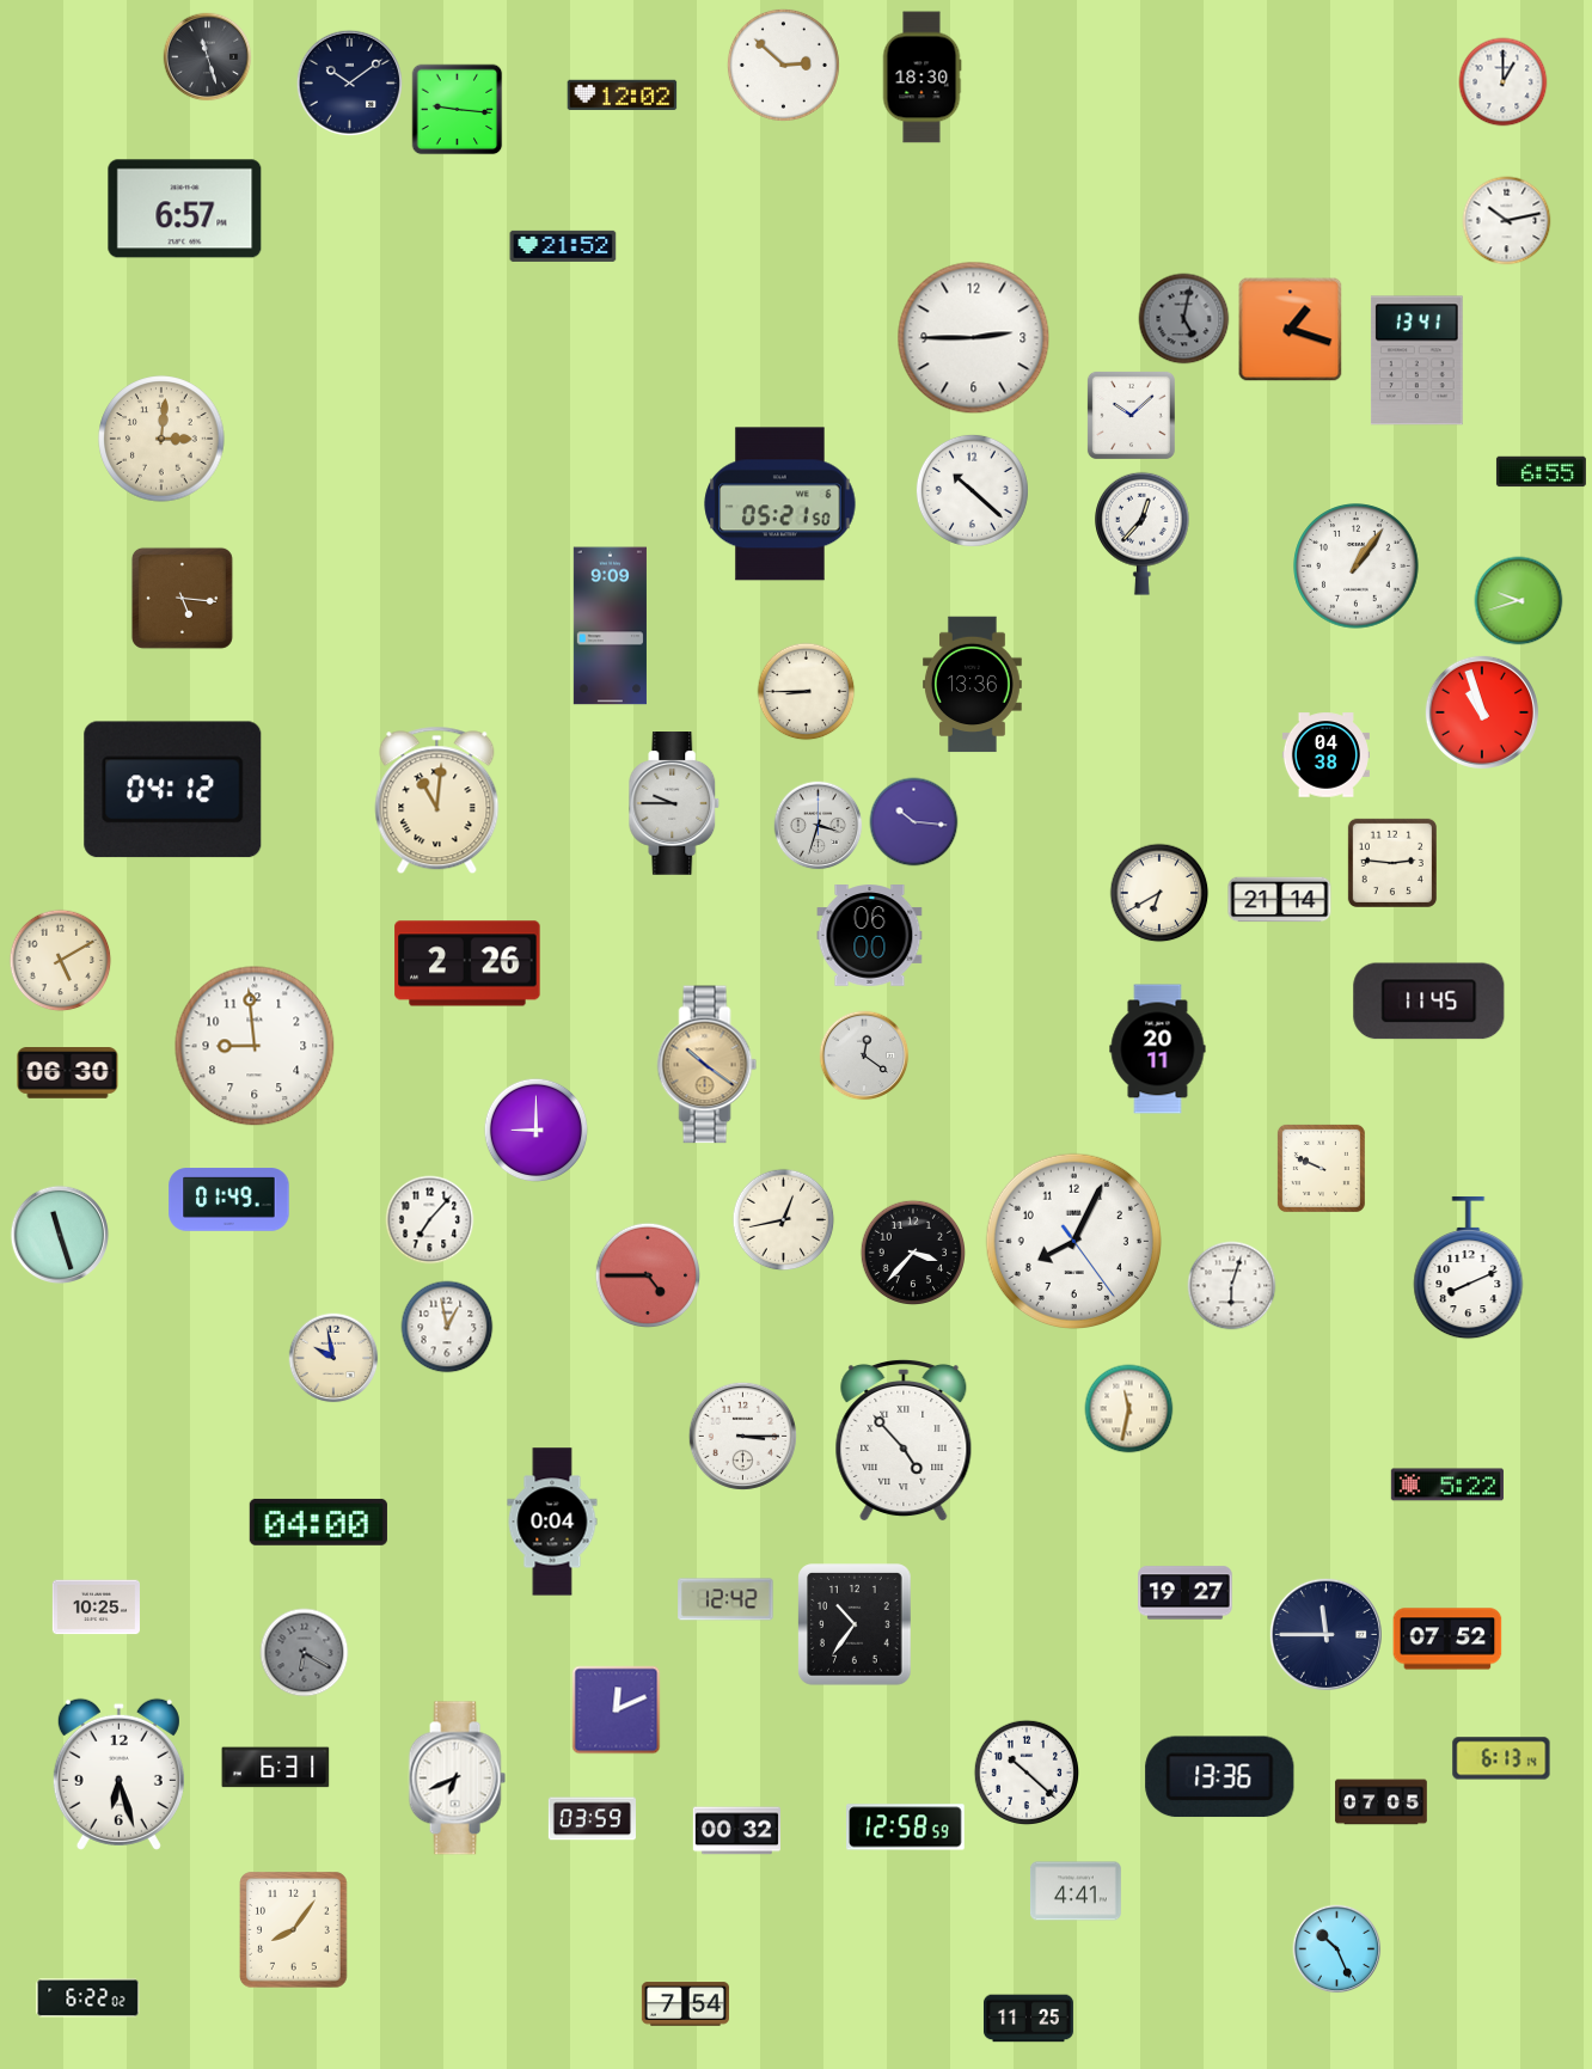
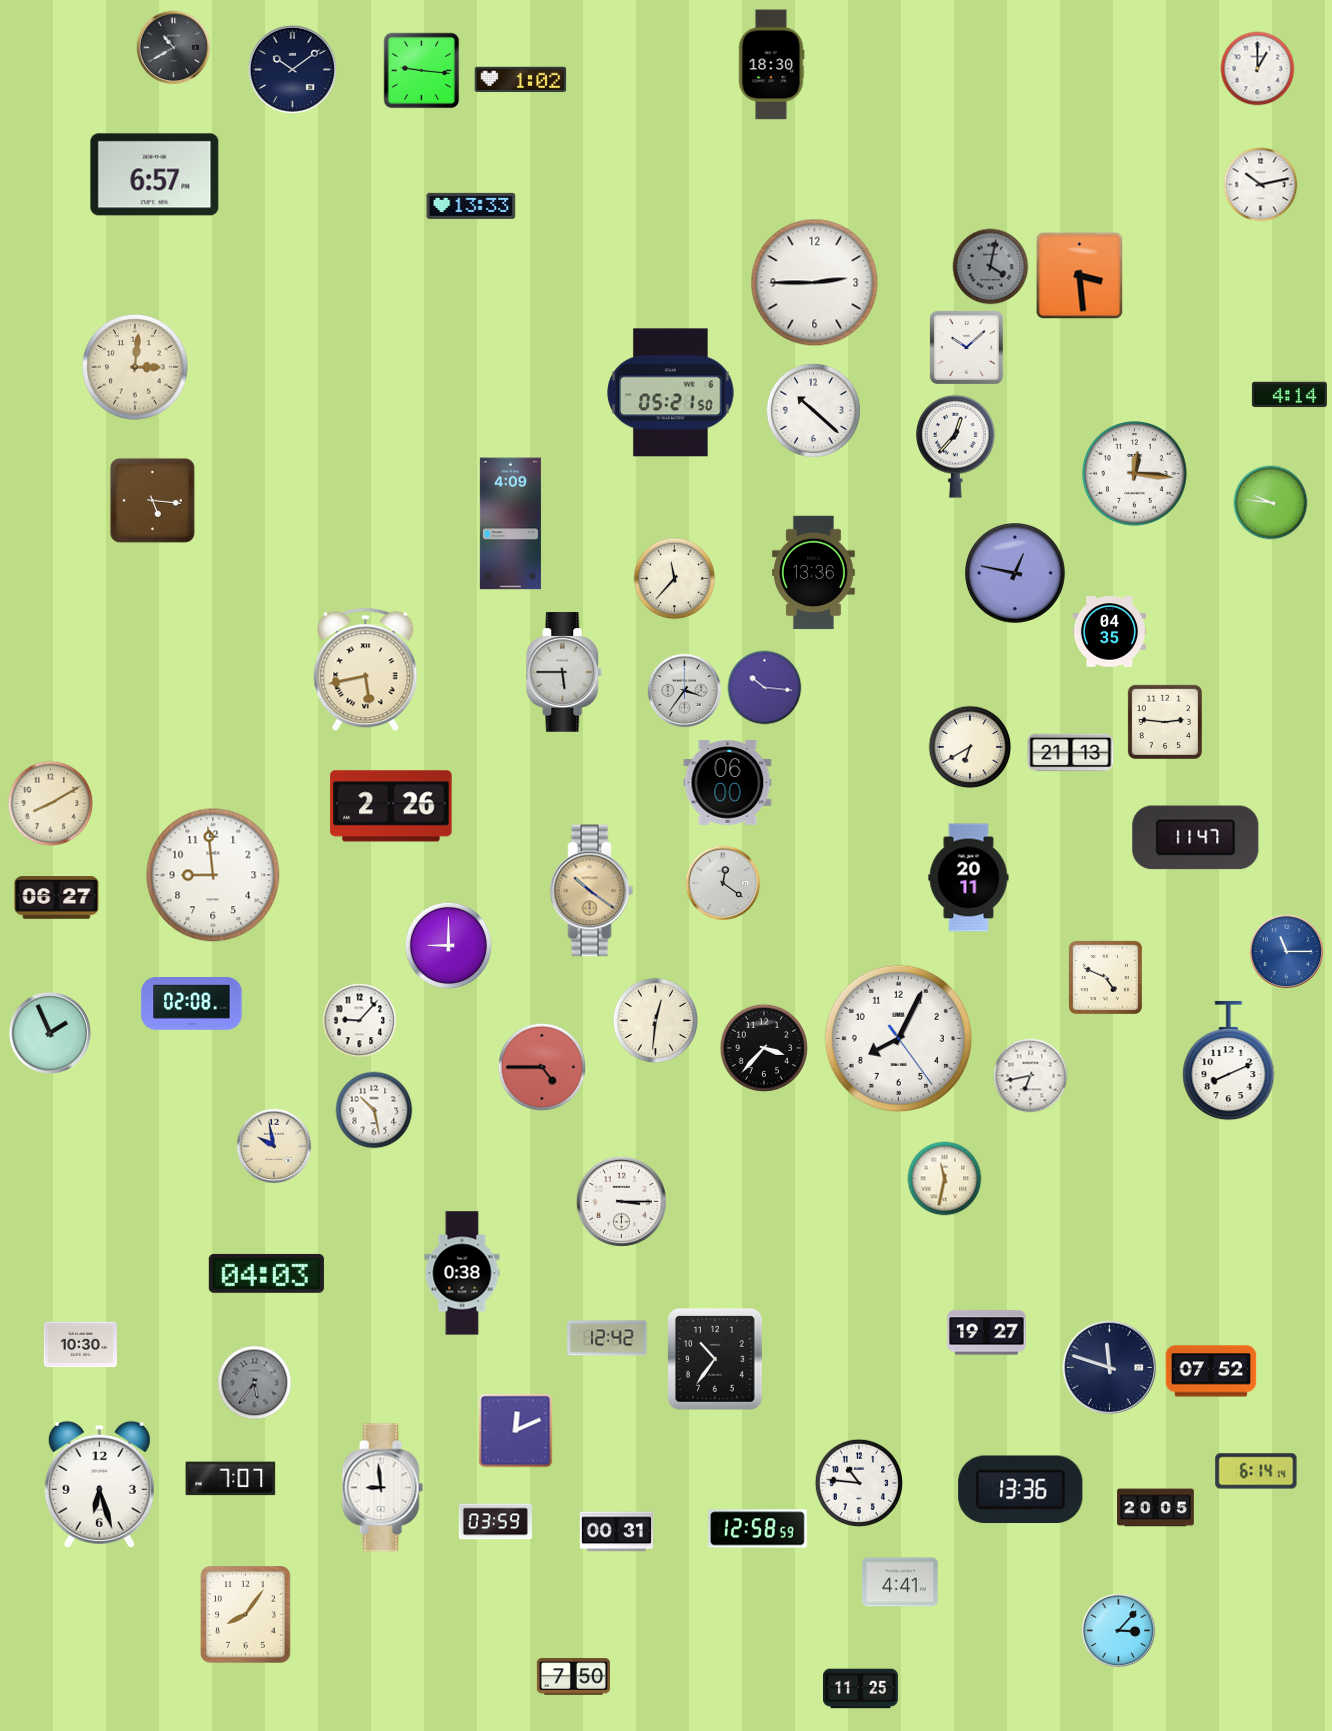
clock at (208, 57): 11:27 -> 10:40
clock at (783, 65): 2:52 -> none
clock at (623, 96): 12:02 -> 1:02
clock at (458, 110) position: (458, 110) -> (422, 71)
clock at (563, 246): 21:52 -> 13:33
clock at (1184, 319): 5:02 -> 4:02
clock at (1291, 330): 1:18 -> 3:29
clock at (1416, 361): 13:41 -> none
clock at (1131, 415) position: (1131, 415) -> (966, 347)
clock at (1541, 472): 6:55 -> 4:14
clock at (780, 504) position: (780, 504) -> (671, 393)
clock at (1357, 567): 1:06 -> 12:16
clock at (1519, 601): 9:42 -> 9:46
clock at (610, 626): 9:09 -> 4:09
clock at (1016, 574): none -> 12:47
clock at (807, 692): 8:45 -> 11:37
clock at (1482, 712): 10:57 -> none
clock at (1325, 755): 04:38 -> 04:35
clock at (173, 790): 04:12 -> none
clock at (437, 801): 11:01 -> 5:43
clock at (674, 803): 9:45 -> 5:45
clock at (819, 826): 3:33 -> 3:36
clock at (1280, 900): 21:14 -> 21:13
clock at (61, 961): 5:10 -> 8:10
clock at (1429, 1002): 11:45 -> 11:47
clock at (68, 1073): 06:30 -> 06:27
clock at (1287, 952): none -> 11:15
clock at (1321, 1168): 9:49 -> 4:49
clock at (229, 1200): 01:49 -> 02:08
clock at (430, 1220): 7:07 -> 9:07
clock at (784, 1220): 12:43 -> 12:31
clock at (60, 1235): 11:27 -> 1:56
clock at (1232, 1286): 6:03 -> 6:43
clock at (447, 1327): 12:58 -> 10:28
clock at (333, 1358) position: (333, 1358) -> (274, 1146)
clock at (904, 1440): 4:53 -> none
clock at (1447, 1485): 5:22 -> none
clock at (318, 1522): 04:00 -> 04:03
clock at (552, 1522): 0:04 -> 0:38
clock at (1186, 1593) position: (1186, 1593) -> (987, 1333)
clock at (96, 1608): 10:25 -> 10:30
clock at (1325, 1634): 11:45 -> 11:48
clock at (305, 1653): 6:20 -> 5:36
clock at (1501, 1758): 6:13 -> 6:14
clock at (276, 1768): 6:31 -> 7:07
clock at (1027, 1773): 10:22 -> 10:46
clock at (1220, 1777) position: (1220, 1777) -> (1021, 1490)
clock at (457, 1779): 6:41 -> 8:59
clock at (1382, 1802): 07:05 -> 20:05
clock at (736, 1831): 00:32 -> 00:31
clock at (1337, 1949): 10:26 -> 3:07
clock at (88, 1998): 6:22 -> none
clock at (685, 2004): 7:54 -> 7:50
